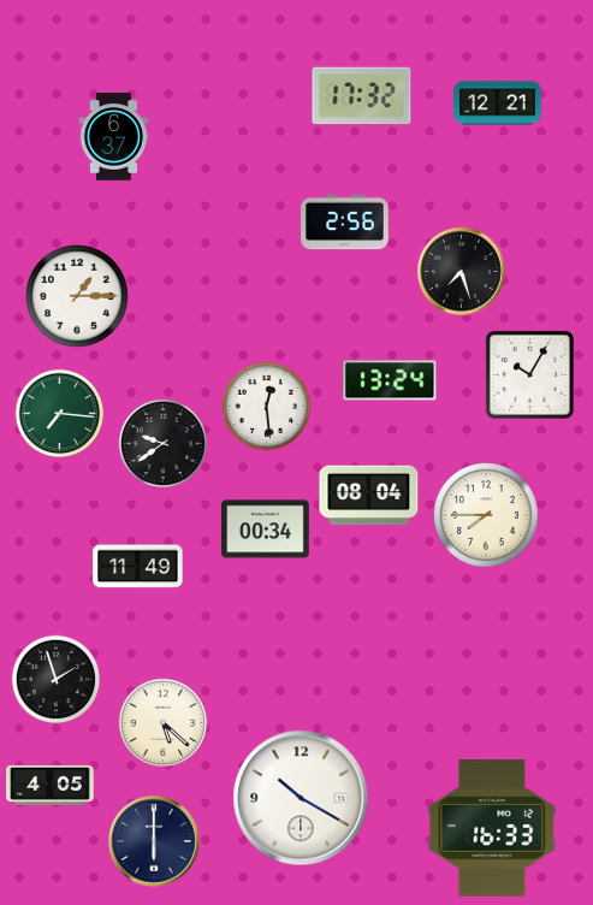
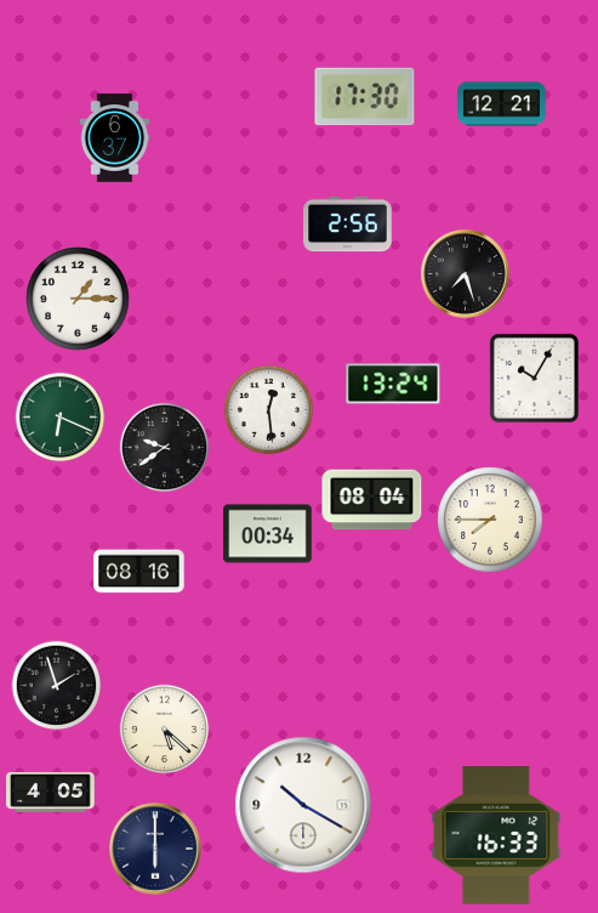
clock at (362, 96): 17:32 -> 17:30
clock at (60, 414): 7:16 -> 6:19
clock at (138, 567): 11:49 -> 08:16
